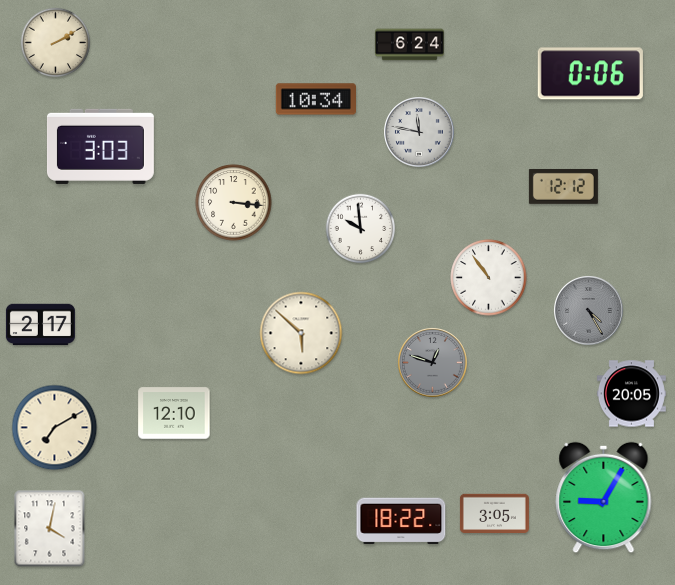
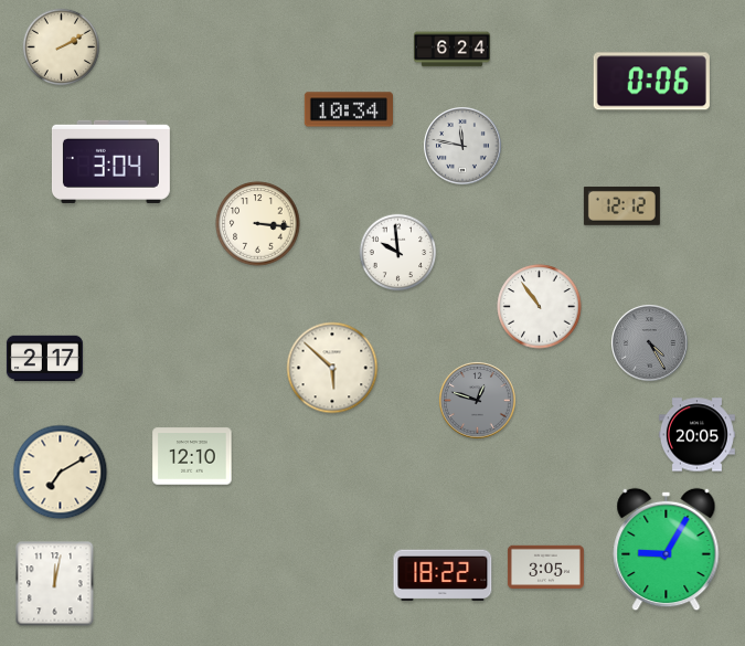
clock at (100, 146): 3:03 -> 3:04
clock at (50, 529): 4:02 -> 12:02
